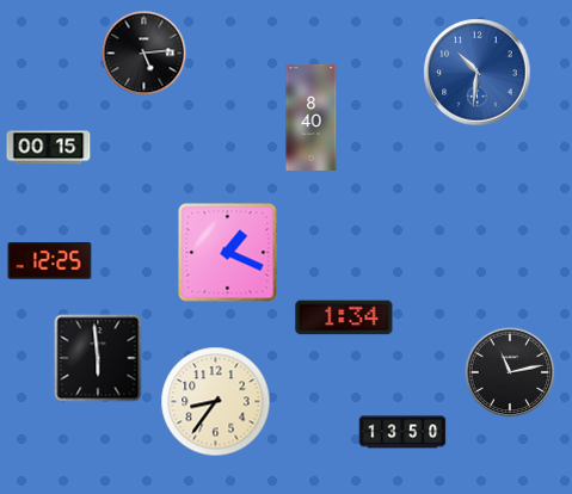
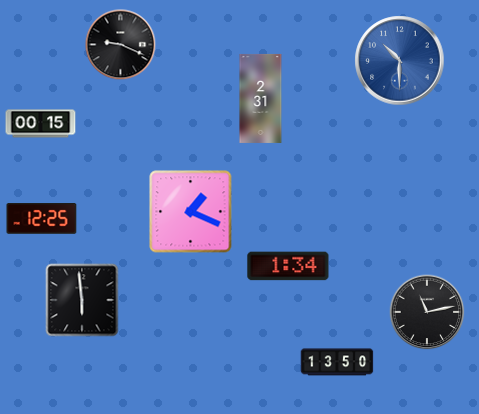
clock at (144, 54): 5:14 -> 9:19
clock at (478, 73): 10:31 -> 10:30
clock at (312, 117): 8:40 -> 2:31
clock at (216, 402): 8:36 -> none
